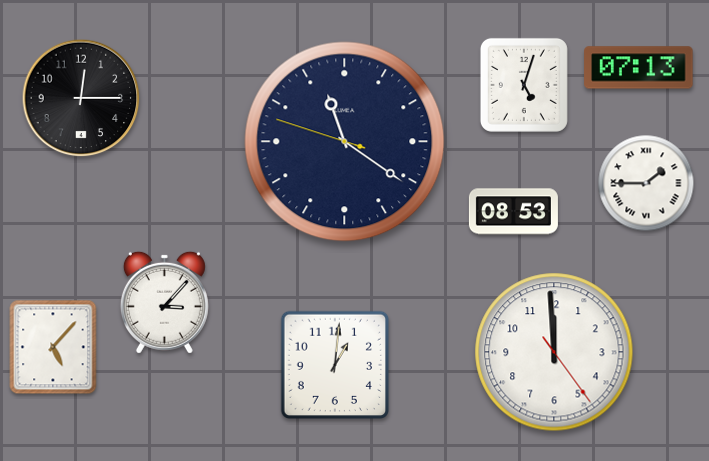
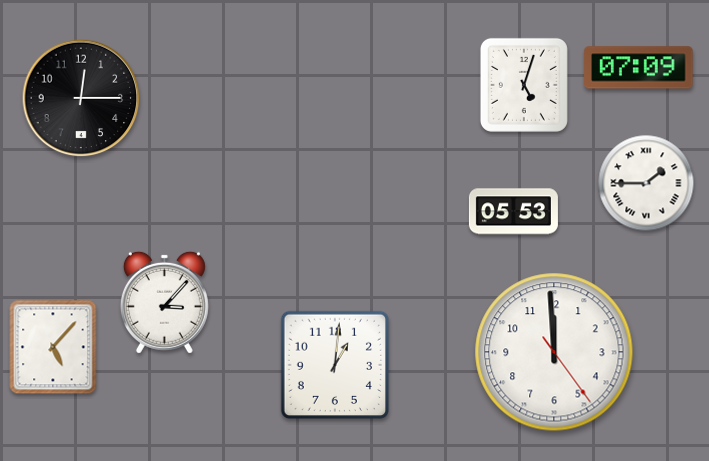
clock at (639, 68): 07:13 -> 07:09
clock at (345, 142): 11:20 -> none
clock at (513, 212): 08:53 -> 05:53
